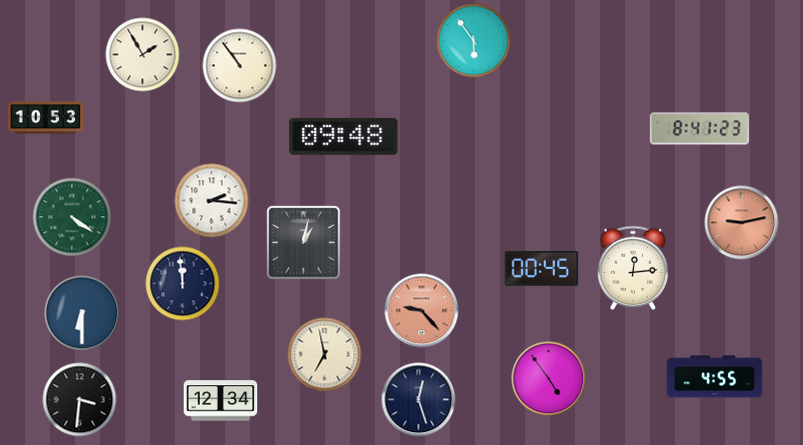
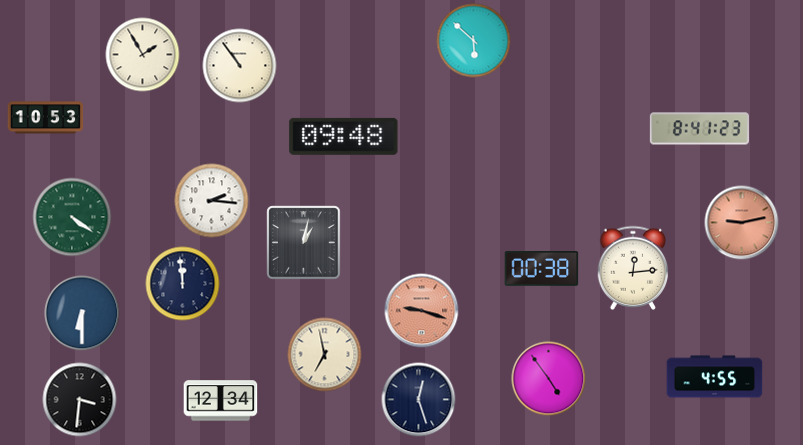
clock at (474, 41): 5:54 -> 5:52
clock at (542, 269): 00:45 -> 00:38
clock at (422, 311): 9:23 -> 9:18
